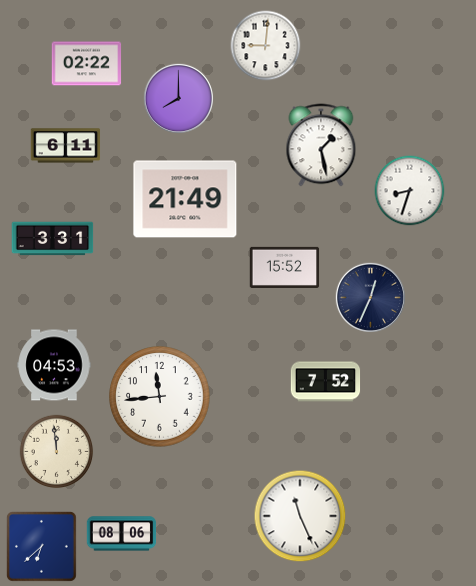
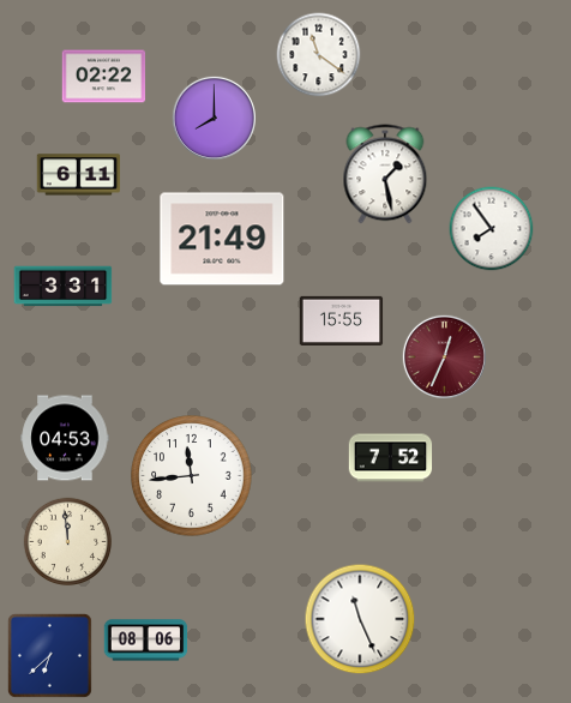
clock at (266, 46): 9:01 -> 11:21
clock at (410, 191): 8:33 -> 7:54
clock at (285, 267): 15:52 -> 15:55
clock at (370, 297) dial: navy -> burgundy
